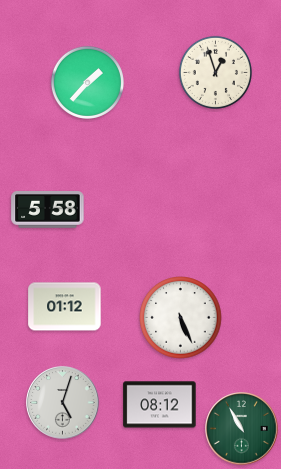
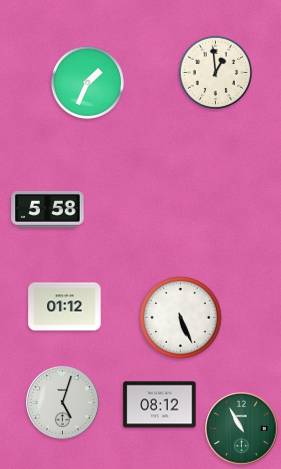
clock at (215, 72): 12:57 -> 12:59
clock at (87, 82): 1:37 -> 1:34
